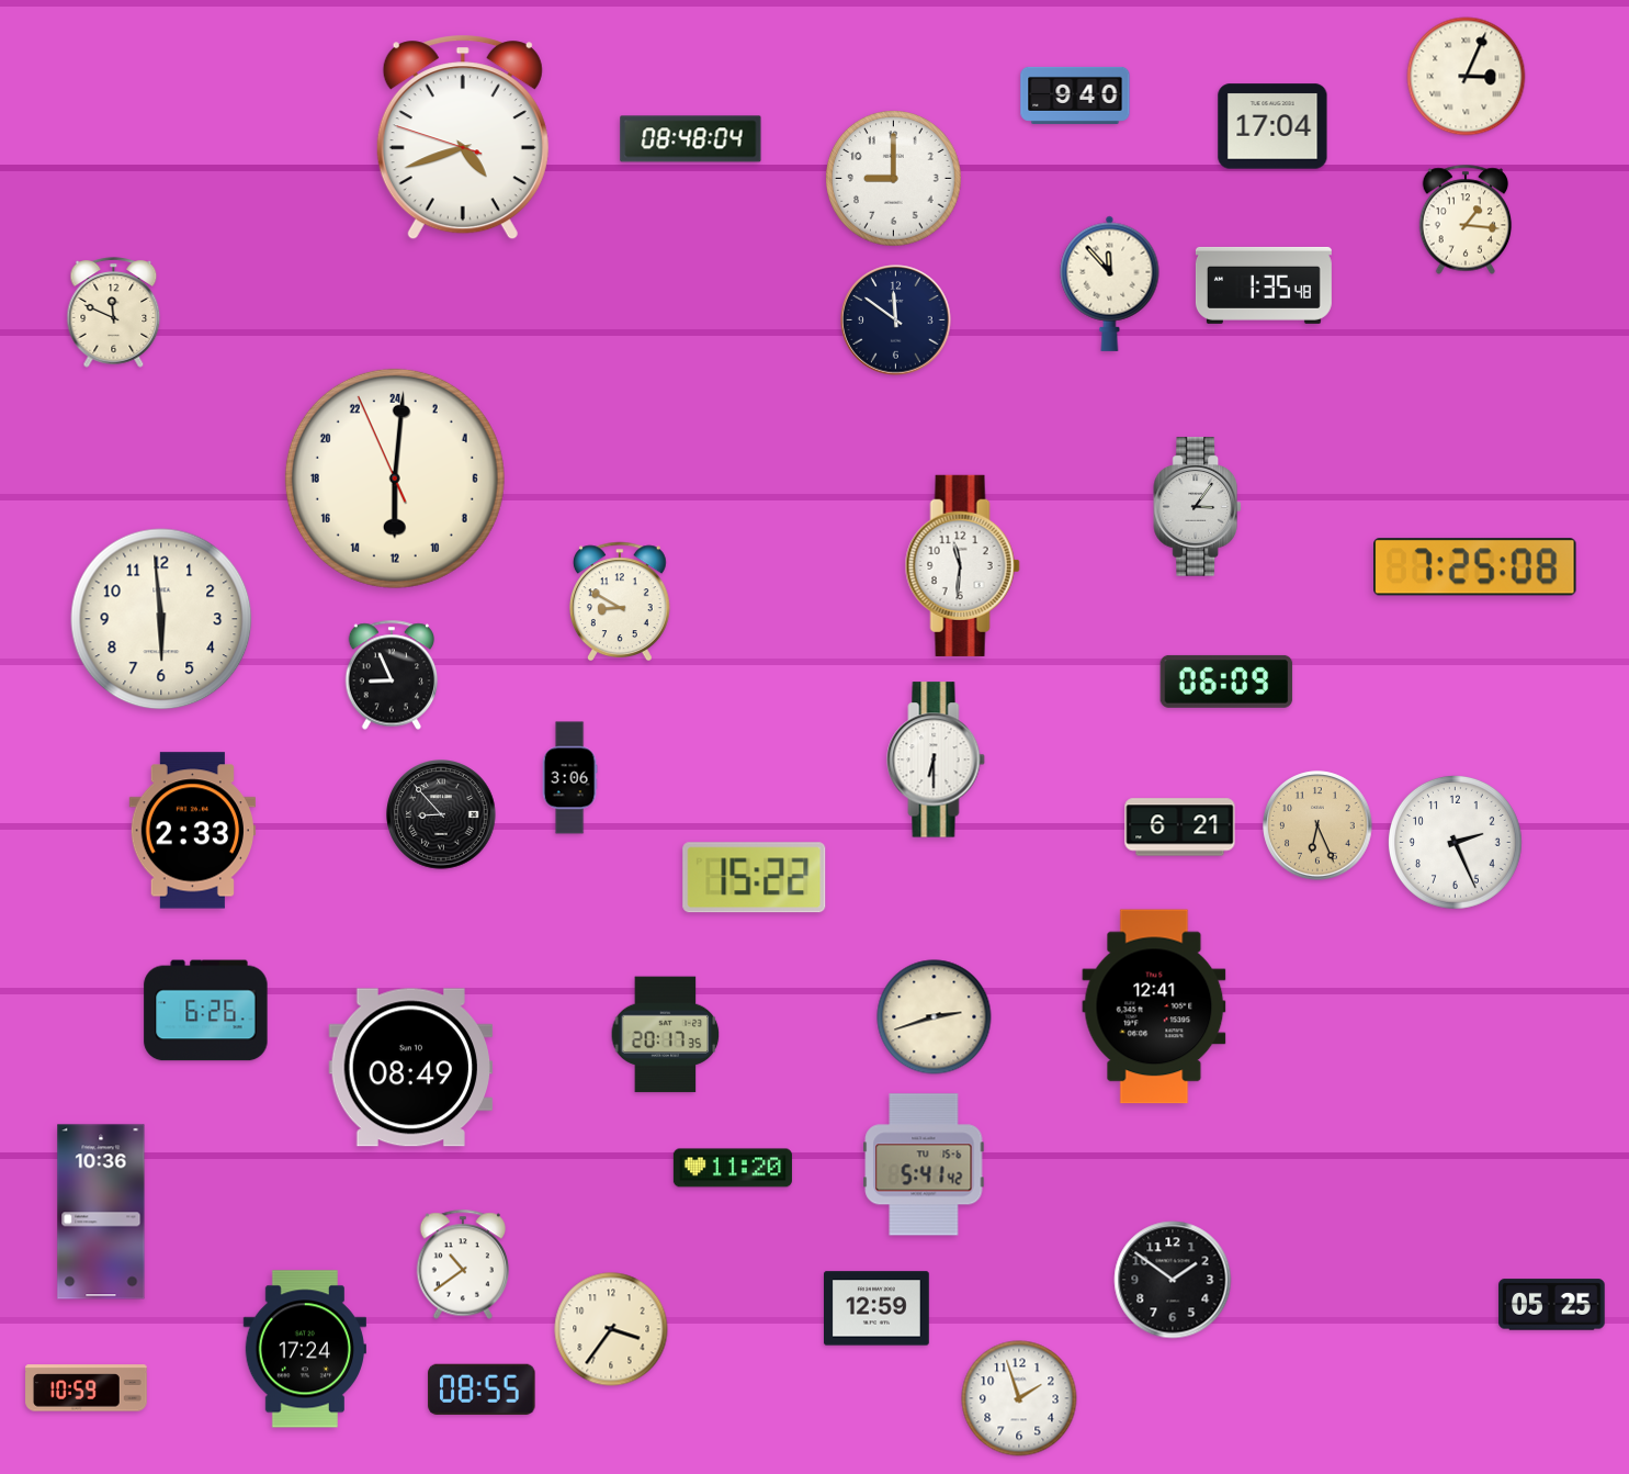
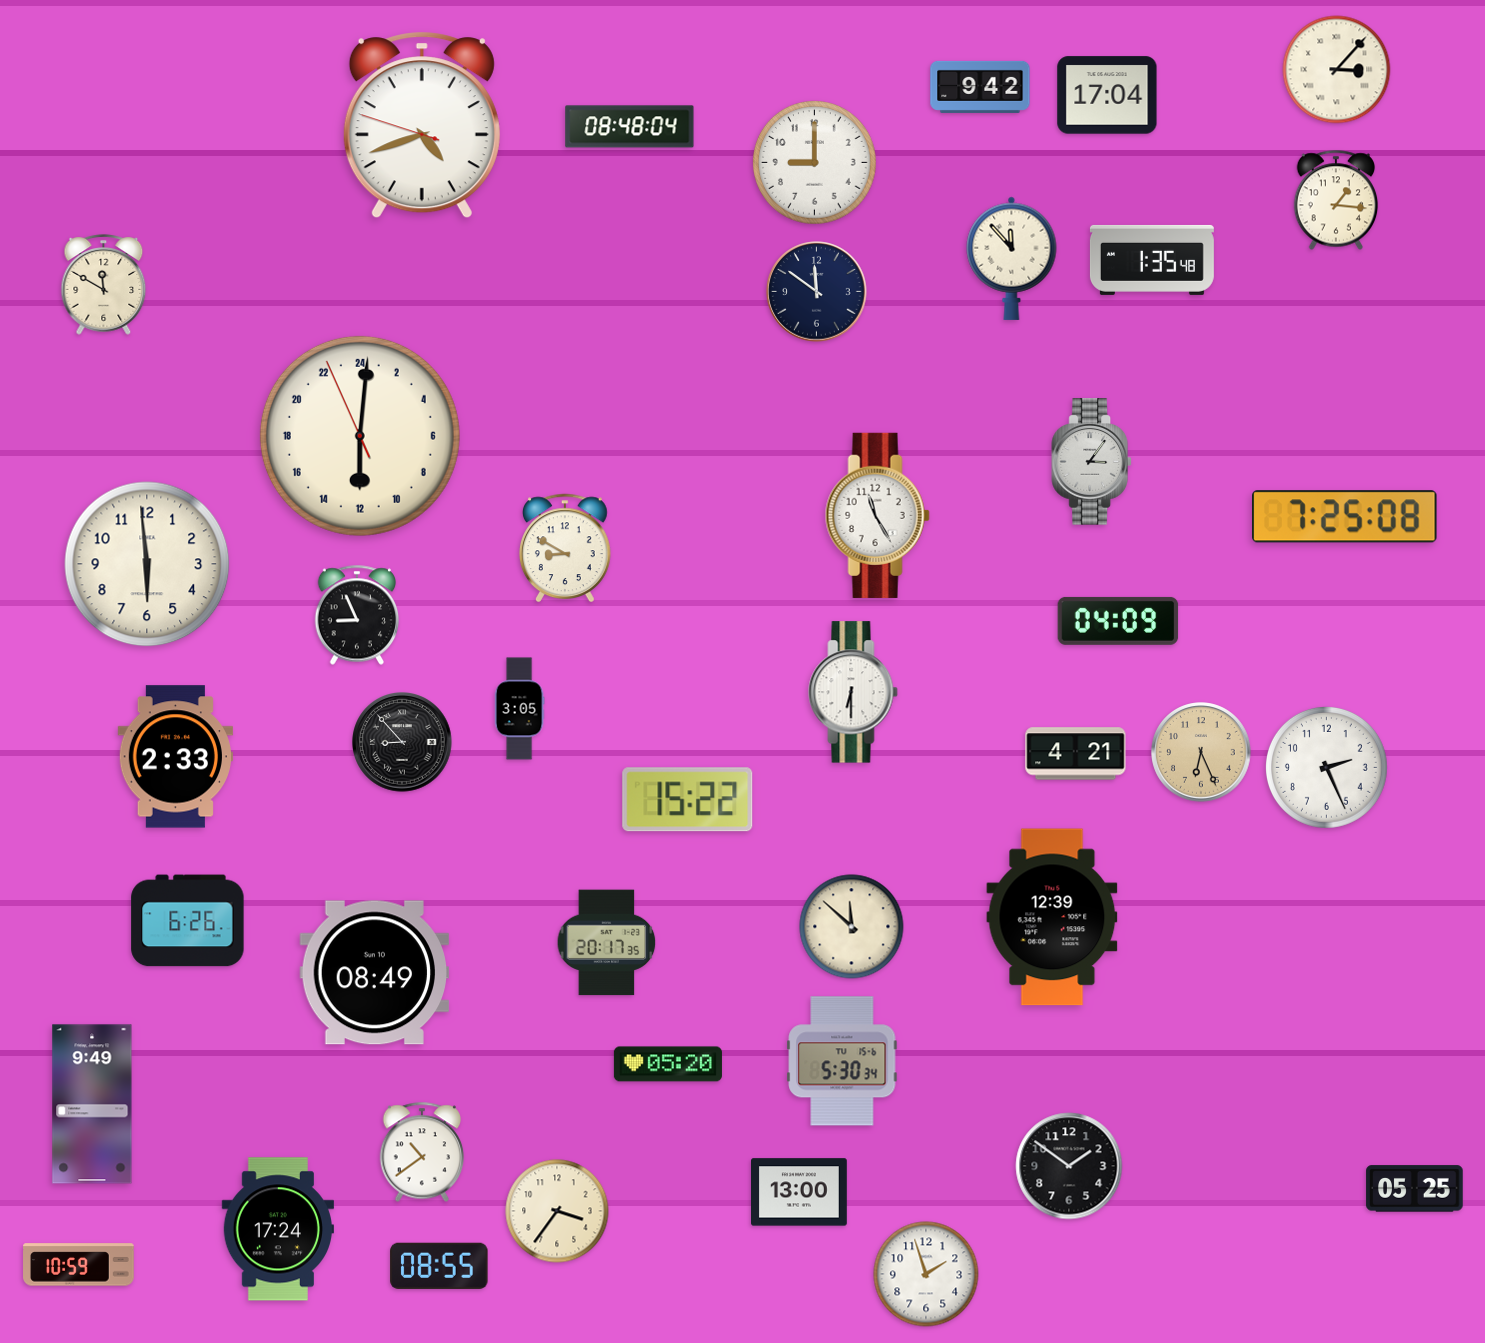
clock at (1467, 77): 3:04 -> 3:07
clock at (1075, 95): 9:40 -> 9:42
clock at (1272, 126) position: (1272, 126) -> (1107, 95)
clock at (114, 313): 11:49 -> 11:50
clock at (962, 565): 11:31 -> 11:25
clock at (1226, 682): 06:09 -> 04:09
clock at (569, 778): 3:06 -> 3:05
clock at (1180, 828): 6:21 -> 4:21
clock at (1154, 1006): 12:41 -> 12:39
clock at (935, 1017): 2:42 -> 11:52
clock at (924, 1164): 5:41 -> 5:30
clock at (733, 1168): 11:20 -> 05:20
clock at (101, 1212): 10:36 -> 9:49
clock at (878, 1308): 12:59 -> 13:00
clock at (1019, 1398) position: (1019, 1398) -> (926, 1274)
